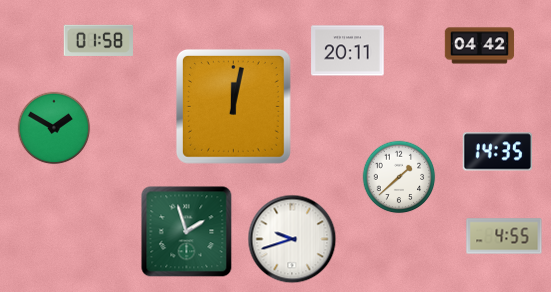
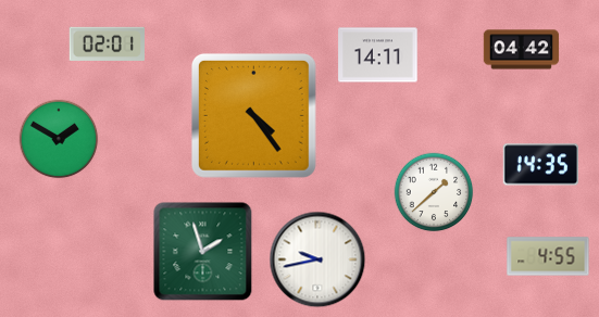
clock at (98, 40): 01:58 -> 02:01
clock at (348, 51): 20:11 -> 14:11
clock at (233, 106): 12:02 -> 4:24
clock at (292, 239): 9:42 -> 9:43
